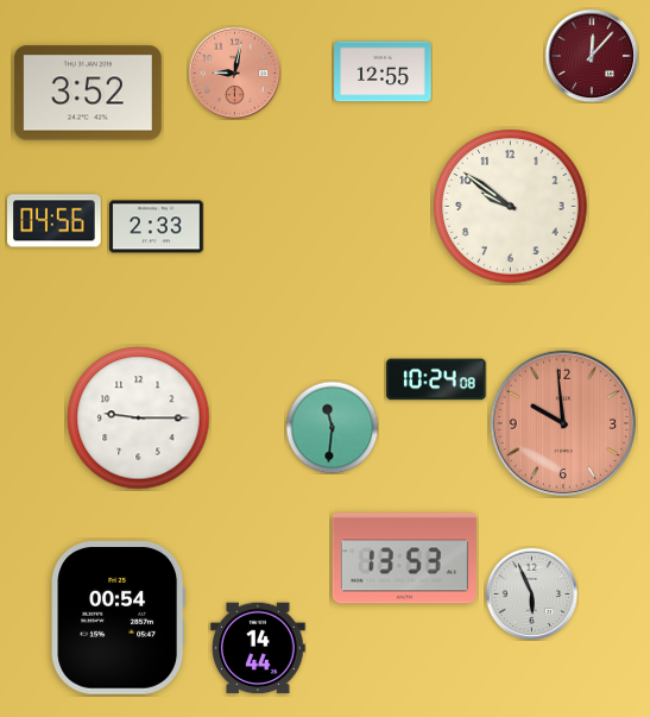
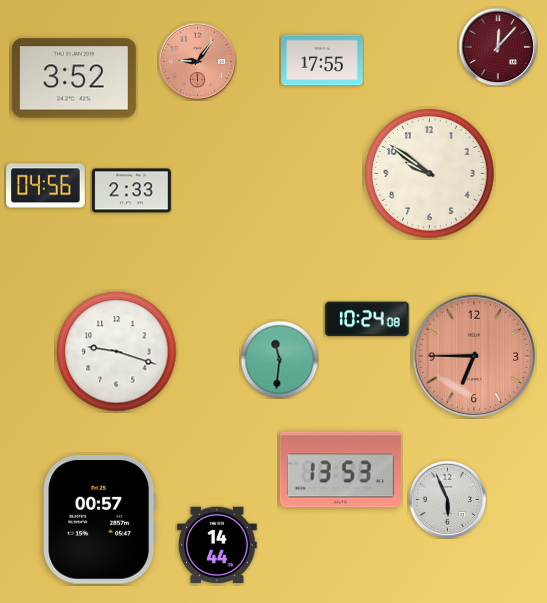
clock at (383, 71): 12:55 -> 17:55
clock at (234, 73): 9:02 -> 9:06
clock at (139, 419): 9:15 -> 9:18
clock at (562, 422): 9:59 -> 6:45
clock at (119, 618): 00:54 -> 00:57
